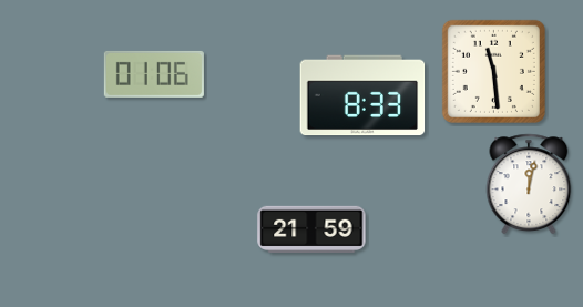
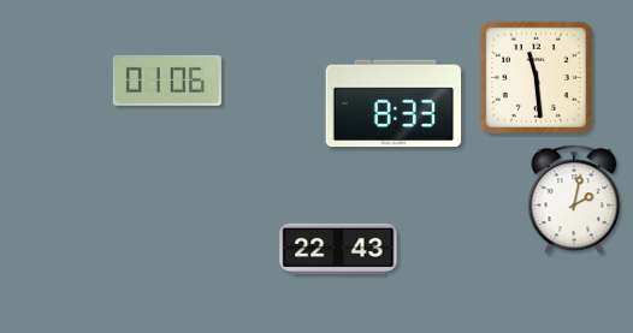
clock at (529, 184): 12:02 -> 2:02
clock at (311, 229): 21:59 -> 22:43
